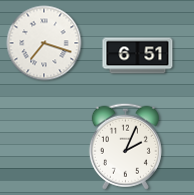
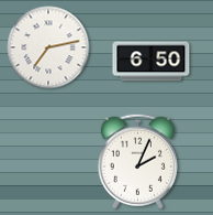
clock at (44, 43): 7:18 -> 7:13
clock at (138, 56): 6:51 -> 6:50
